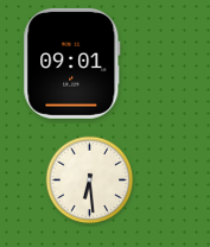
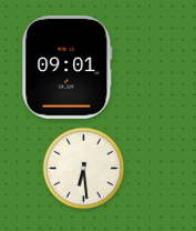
clock at (72, 63) position: (72, 63) -> (68, 67)
